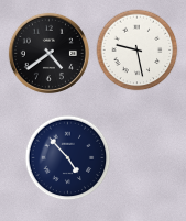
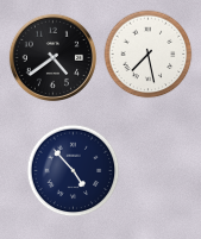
clock at (138, 51): 9:28 -> 7:28
